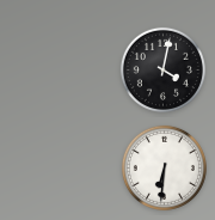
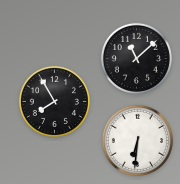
clock at (162, 69): 4:02 -> 11:08
clock at (54, 101): none -> 7:55
